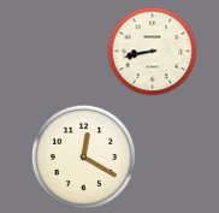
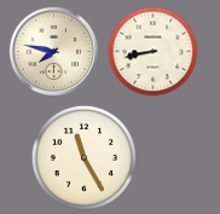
clock at (54, 52): none -> 7:47
clock at (83, 156): 12:20 -> 11:25
